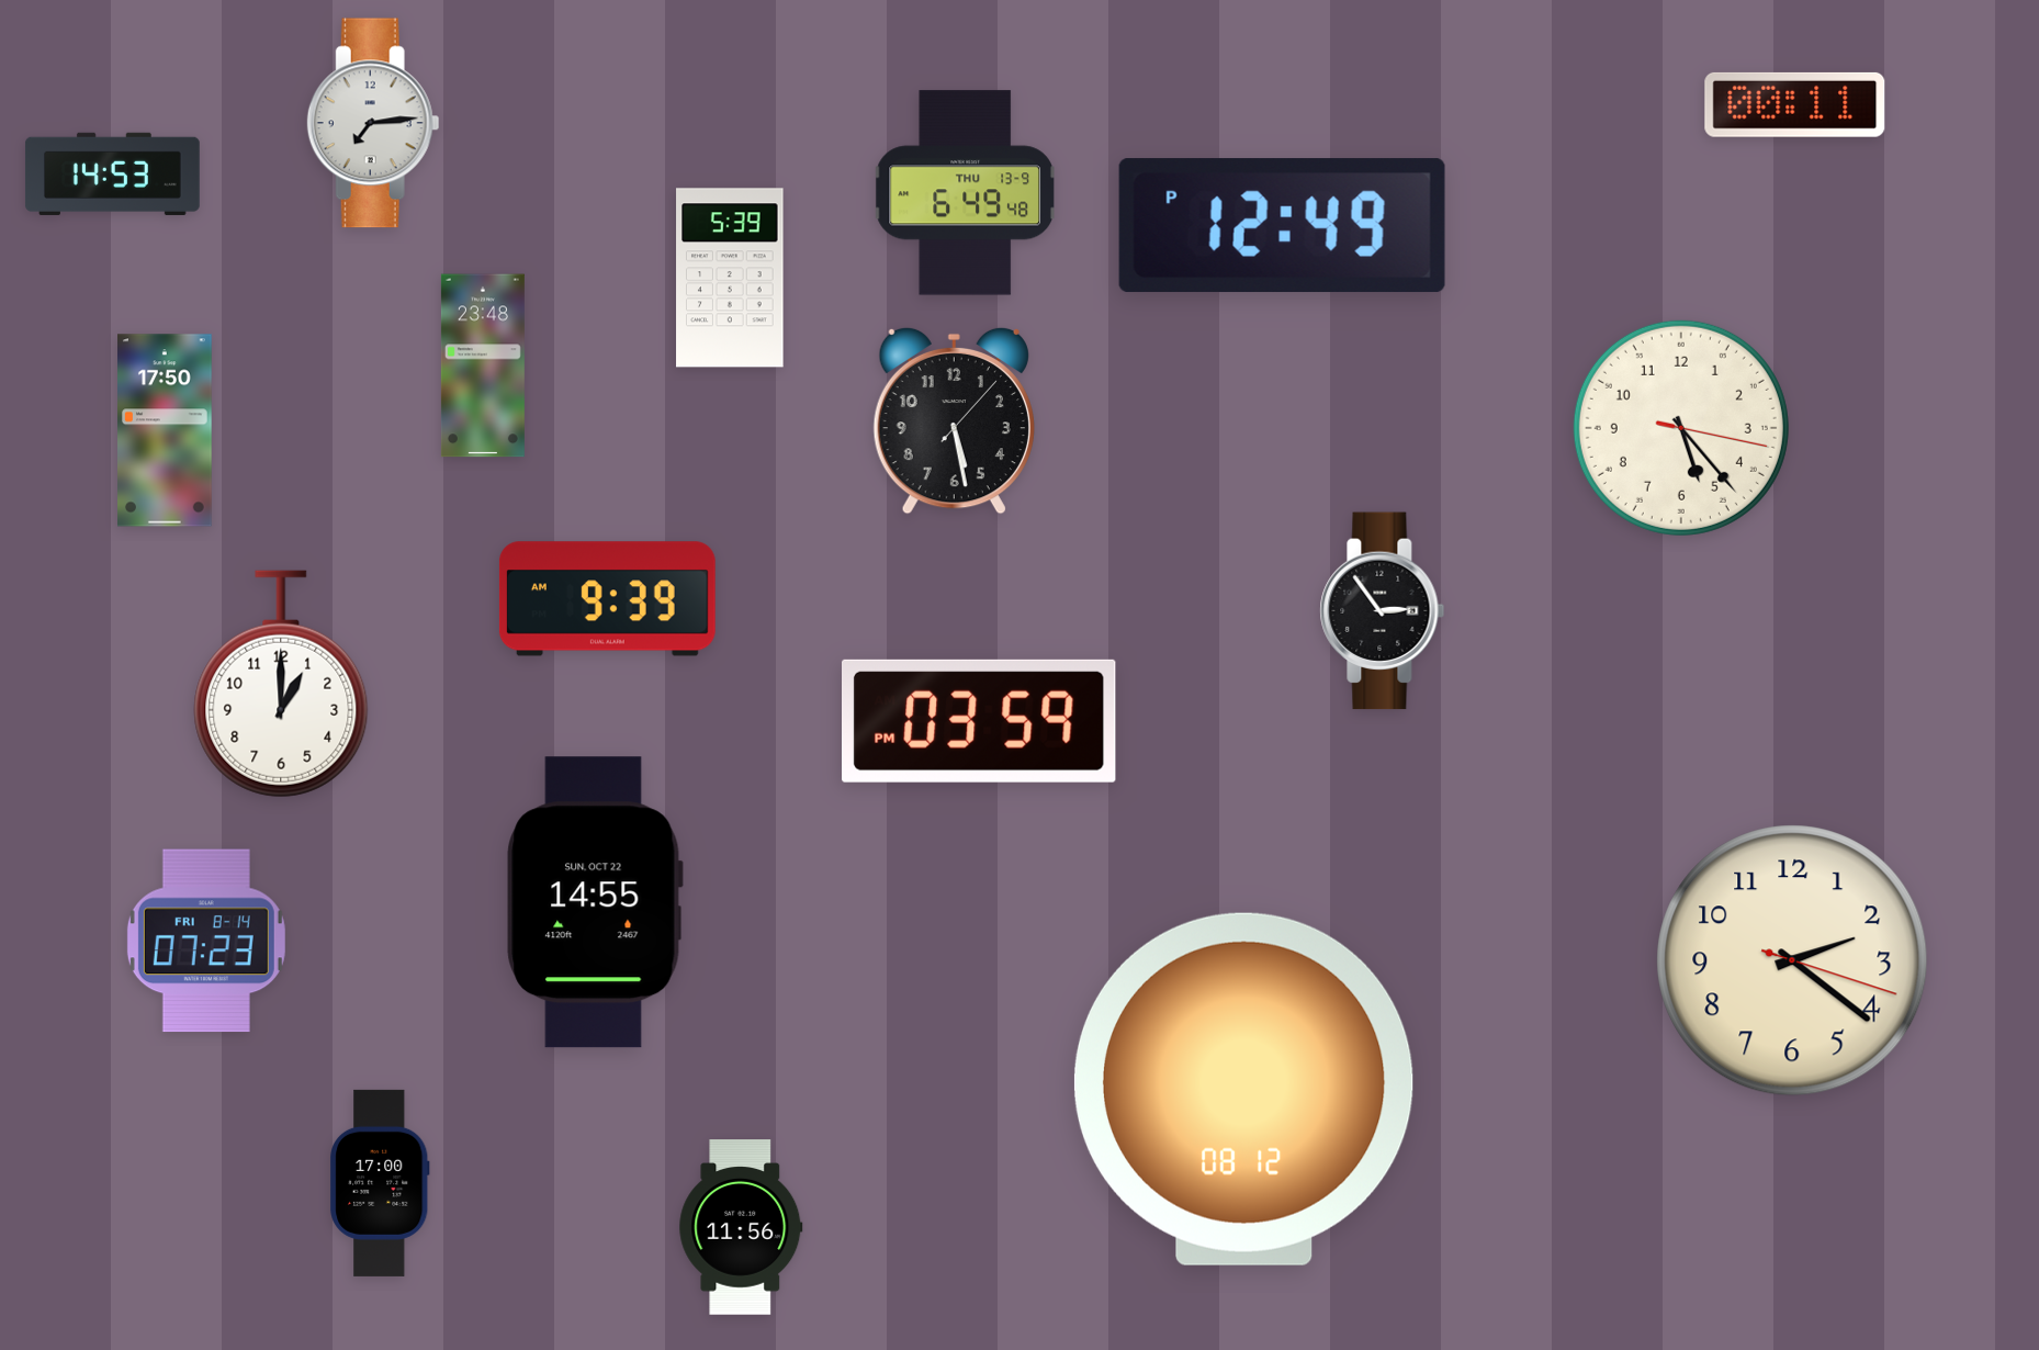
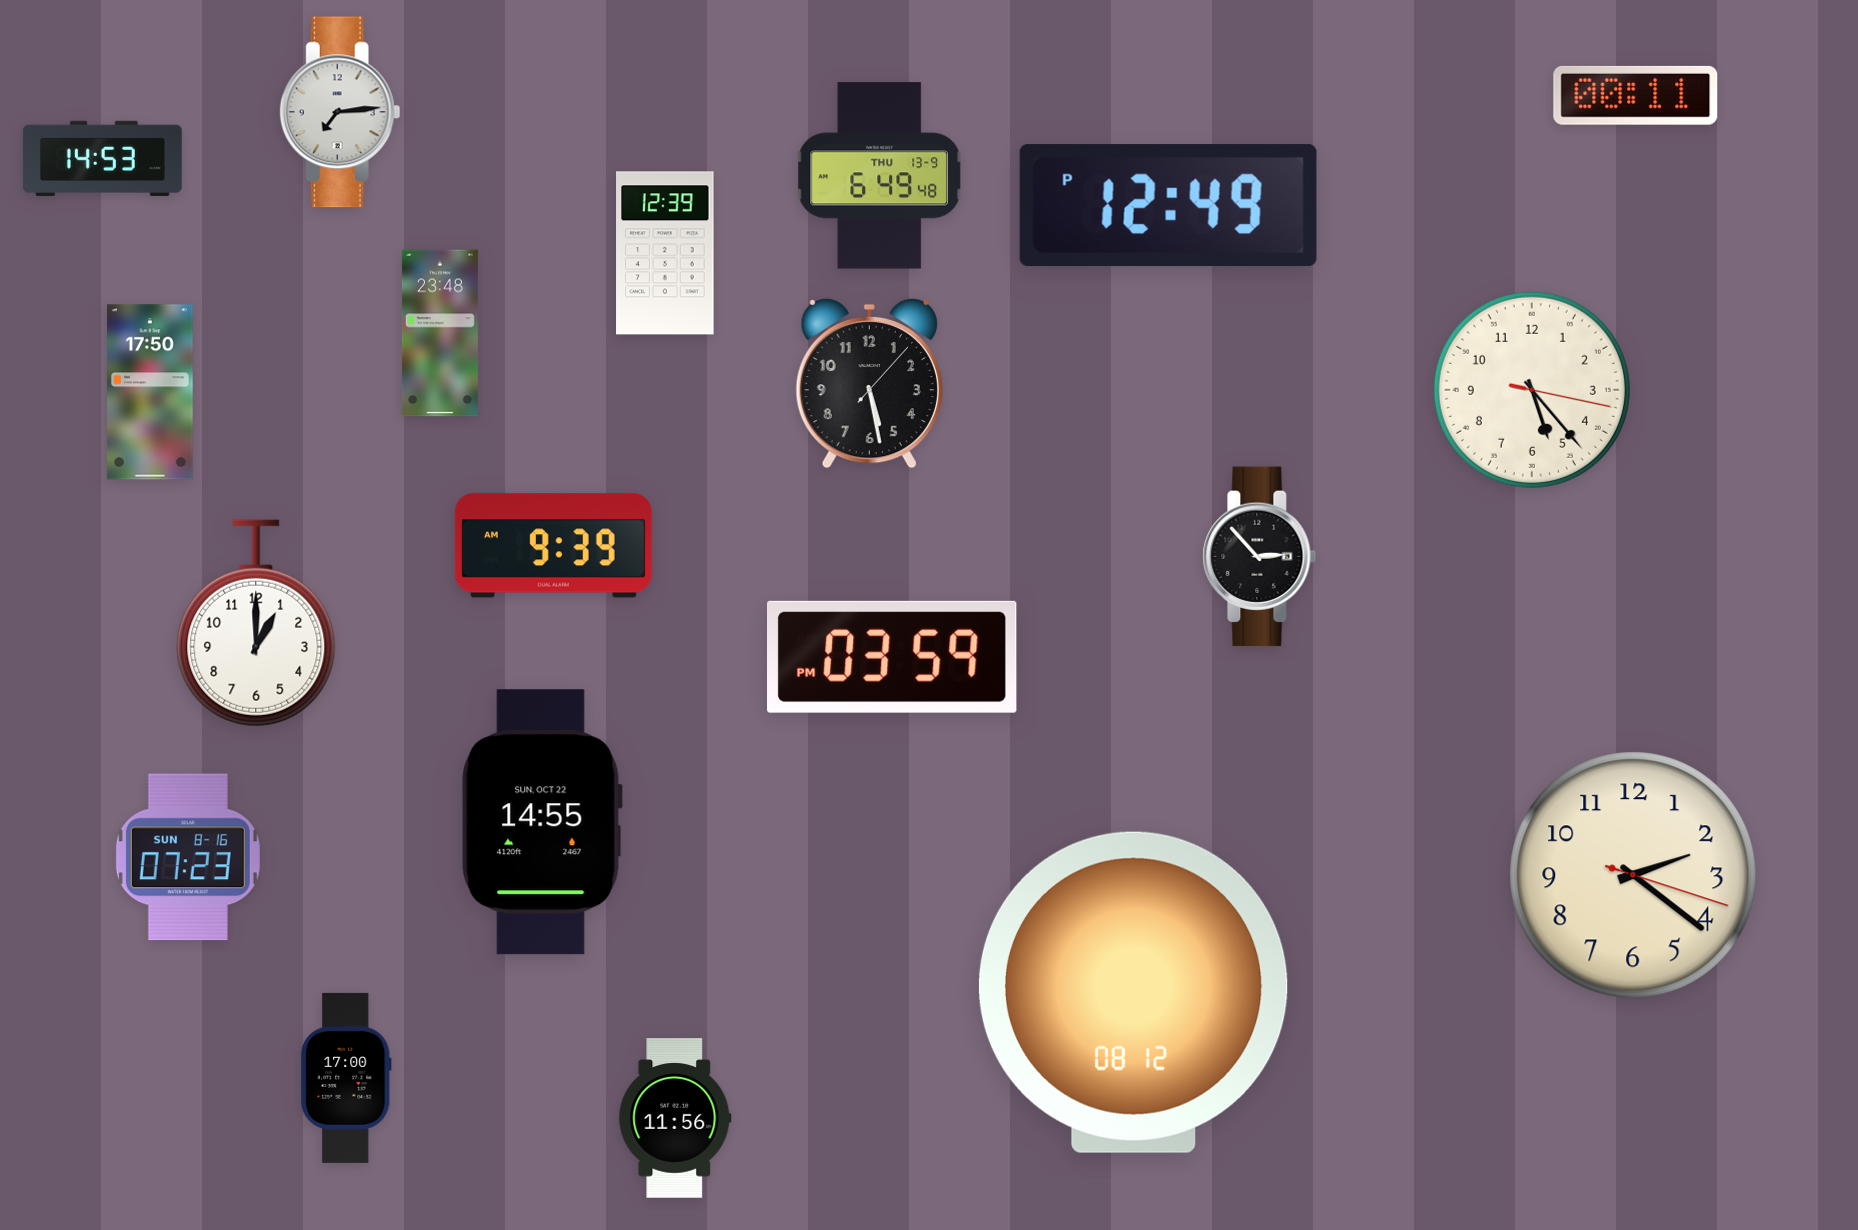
clock at (730, 278): 5:39 -> 12:39
clock at (1383, 611): 2:54 -> 2:53
clock at (206, 941) date: FRI 8-14 -> SUN 8-16
